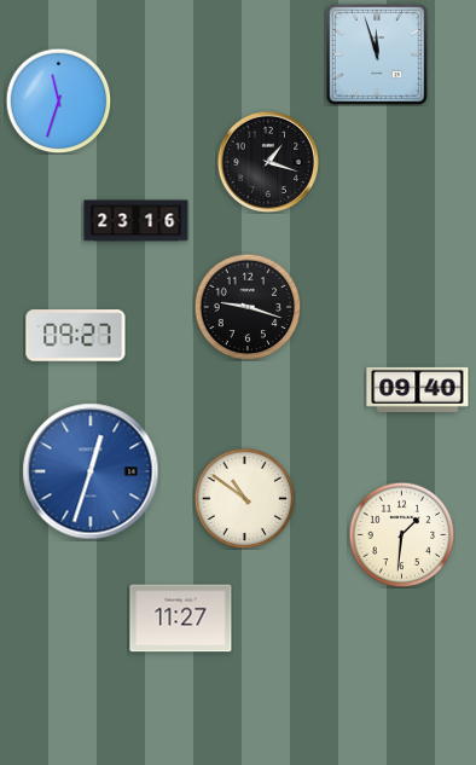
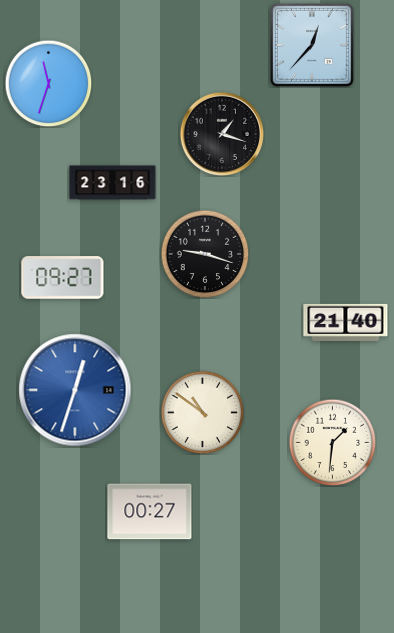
clock at (377, 54): 11:57 -> 12:37
clock at (418, 389): 09:40 -> 21:40
clock at (181, 619): 11:27 -> 00:27
